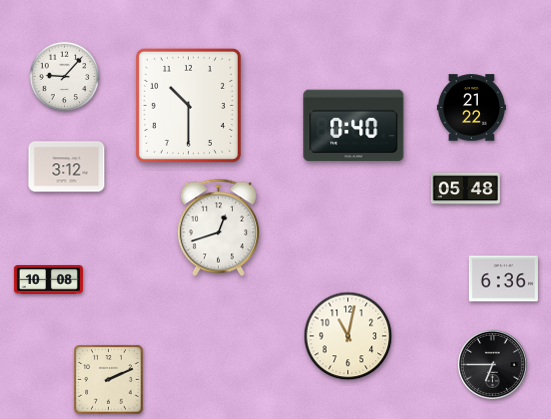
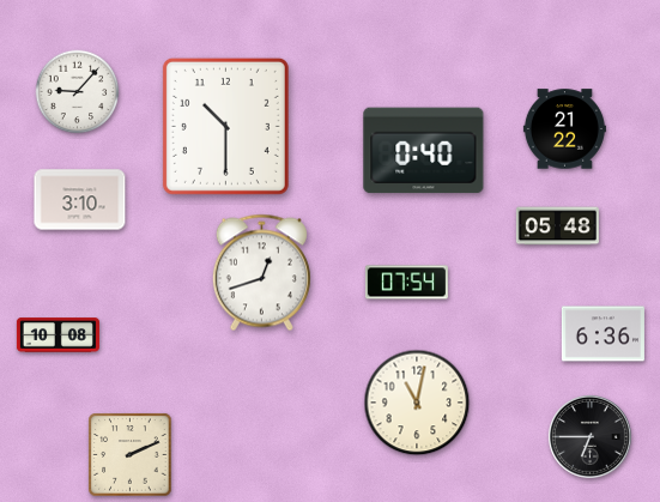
clock at (67, 167): 3:12 -> 3:10
clock at (406, 283): none -> 07:54
